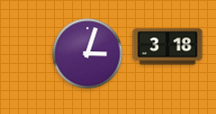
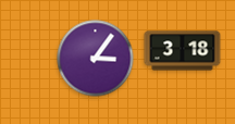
clock at (88, 54): 3:03 -> 3:06
